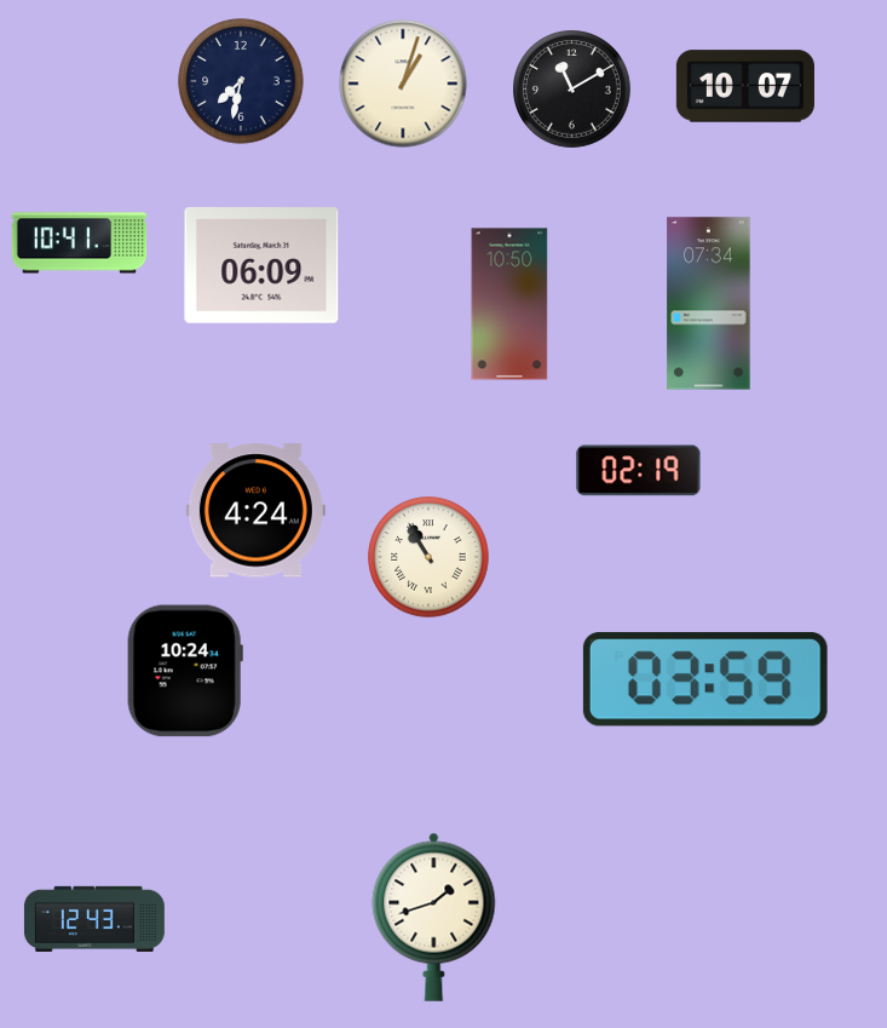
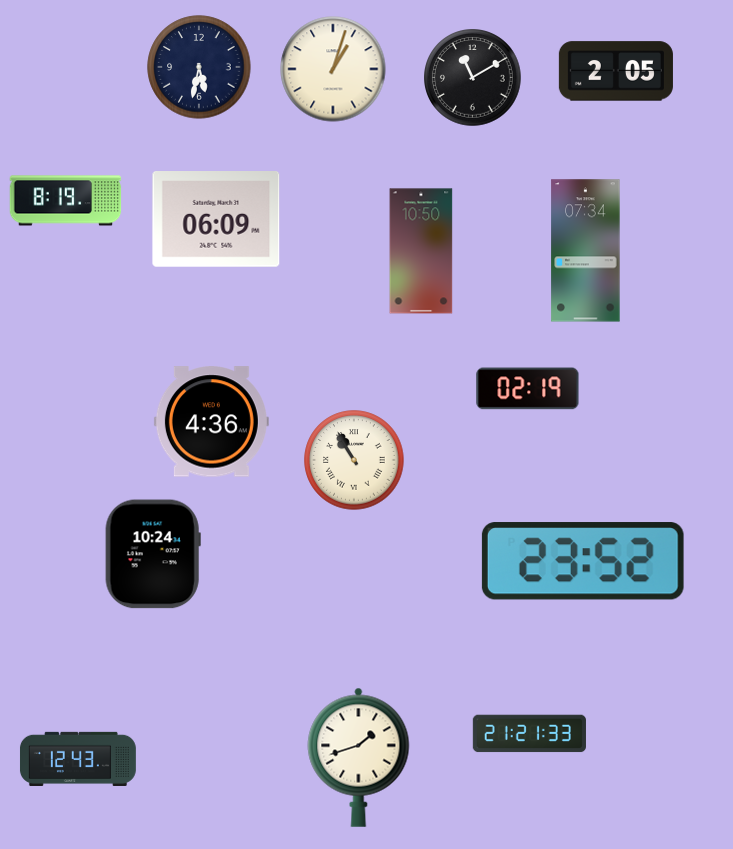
clock at (241, 81): 7:32 -> 5:32
clock at (745, 86): 10:07 -> 2:05
clock at (572, 90) position: (572, 90) -> (473, 78)
clock at (80, 243): 10:41 -> 8:19
clock at (255, 511): 4:24 -> 4:36
clock at (705, 679): 03:59 -> 23:52
clock at (529, 734): none -> 21:21
